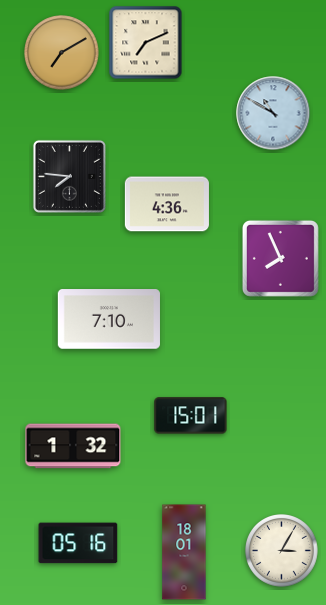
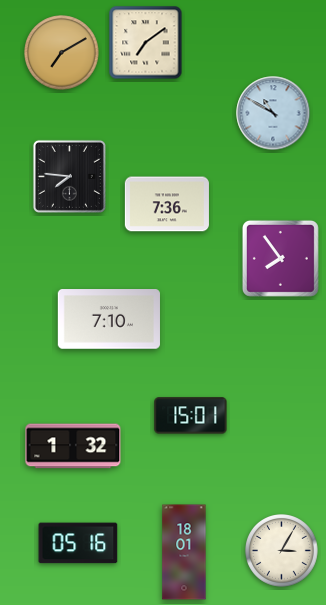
clock at (146, 43): 7:11 -> 7:09
clock at (167, 204): 4:36 -> 7:36
clock at (280, 258): 7:56 -> 7:54
